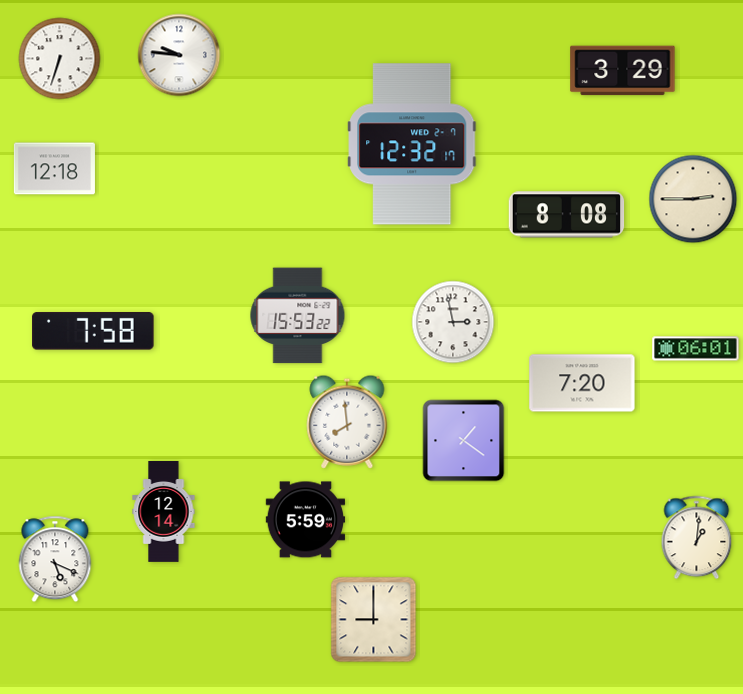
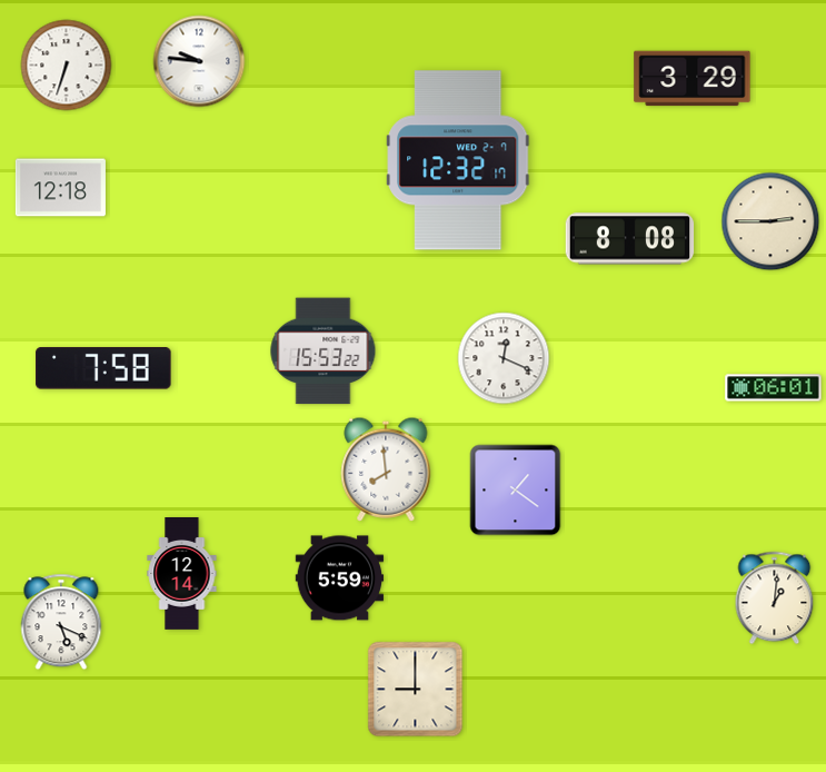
clock at (298, 316) position: (298, 316) -> (324, 352)
clock at (453, 322): 2:58 -> 12:19
clock at (582, 383): 7:20 -> none
clock at (164, 512) position: (164, 512) -> (182, 574)
